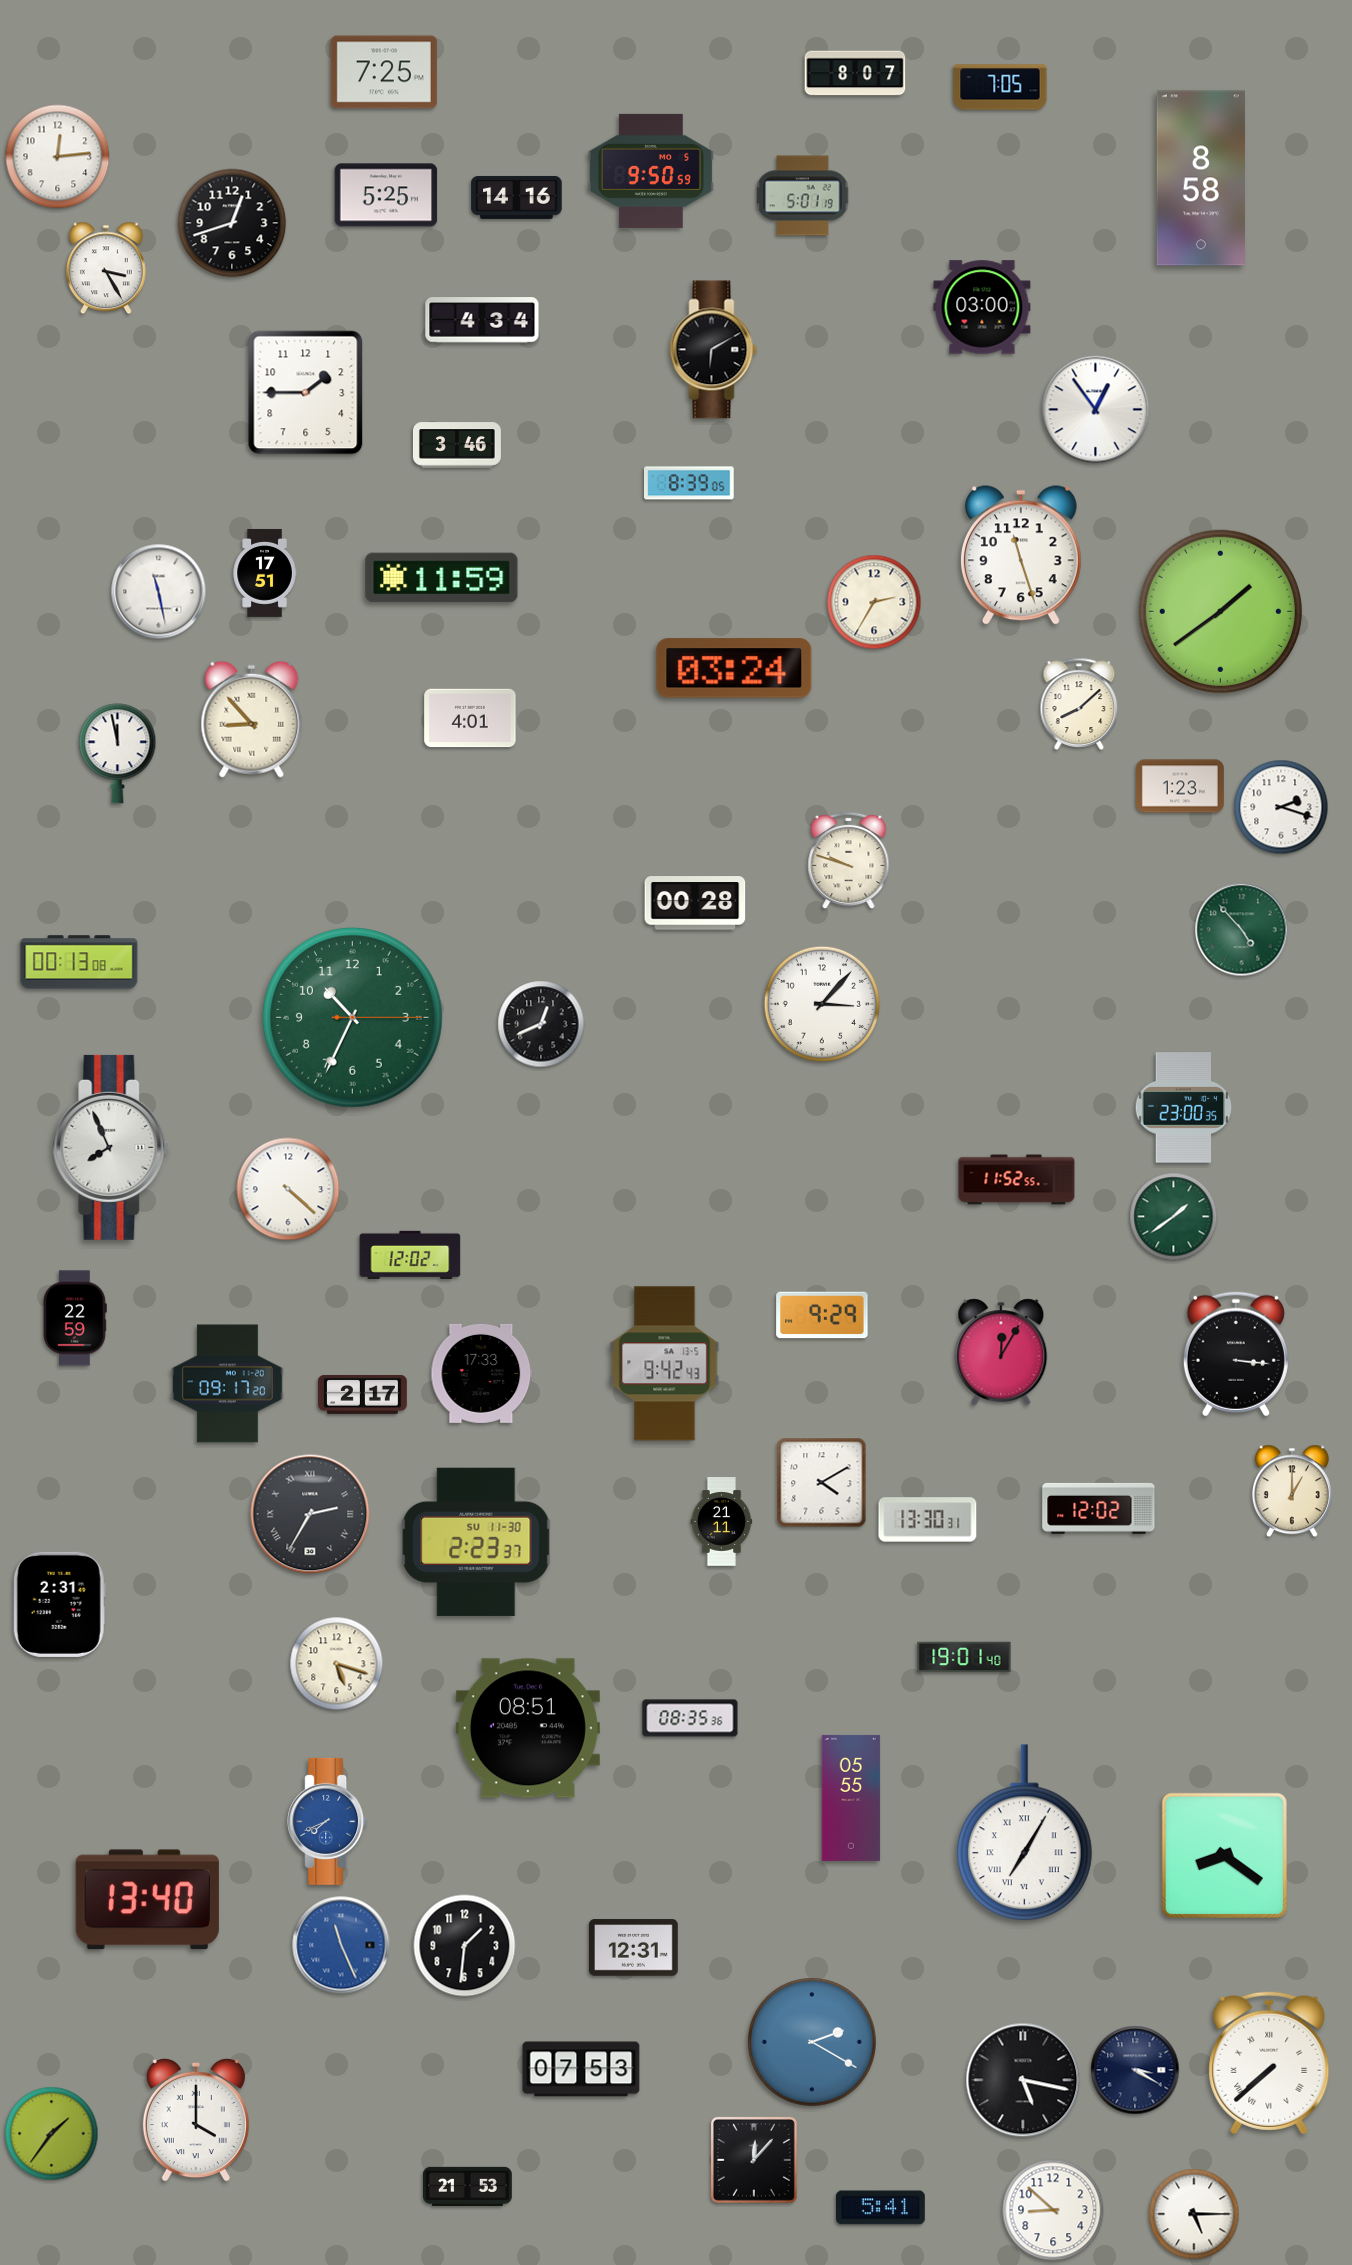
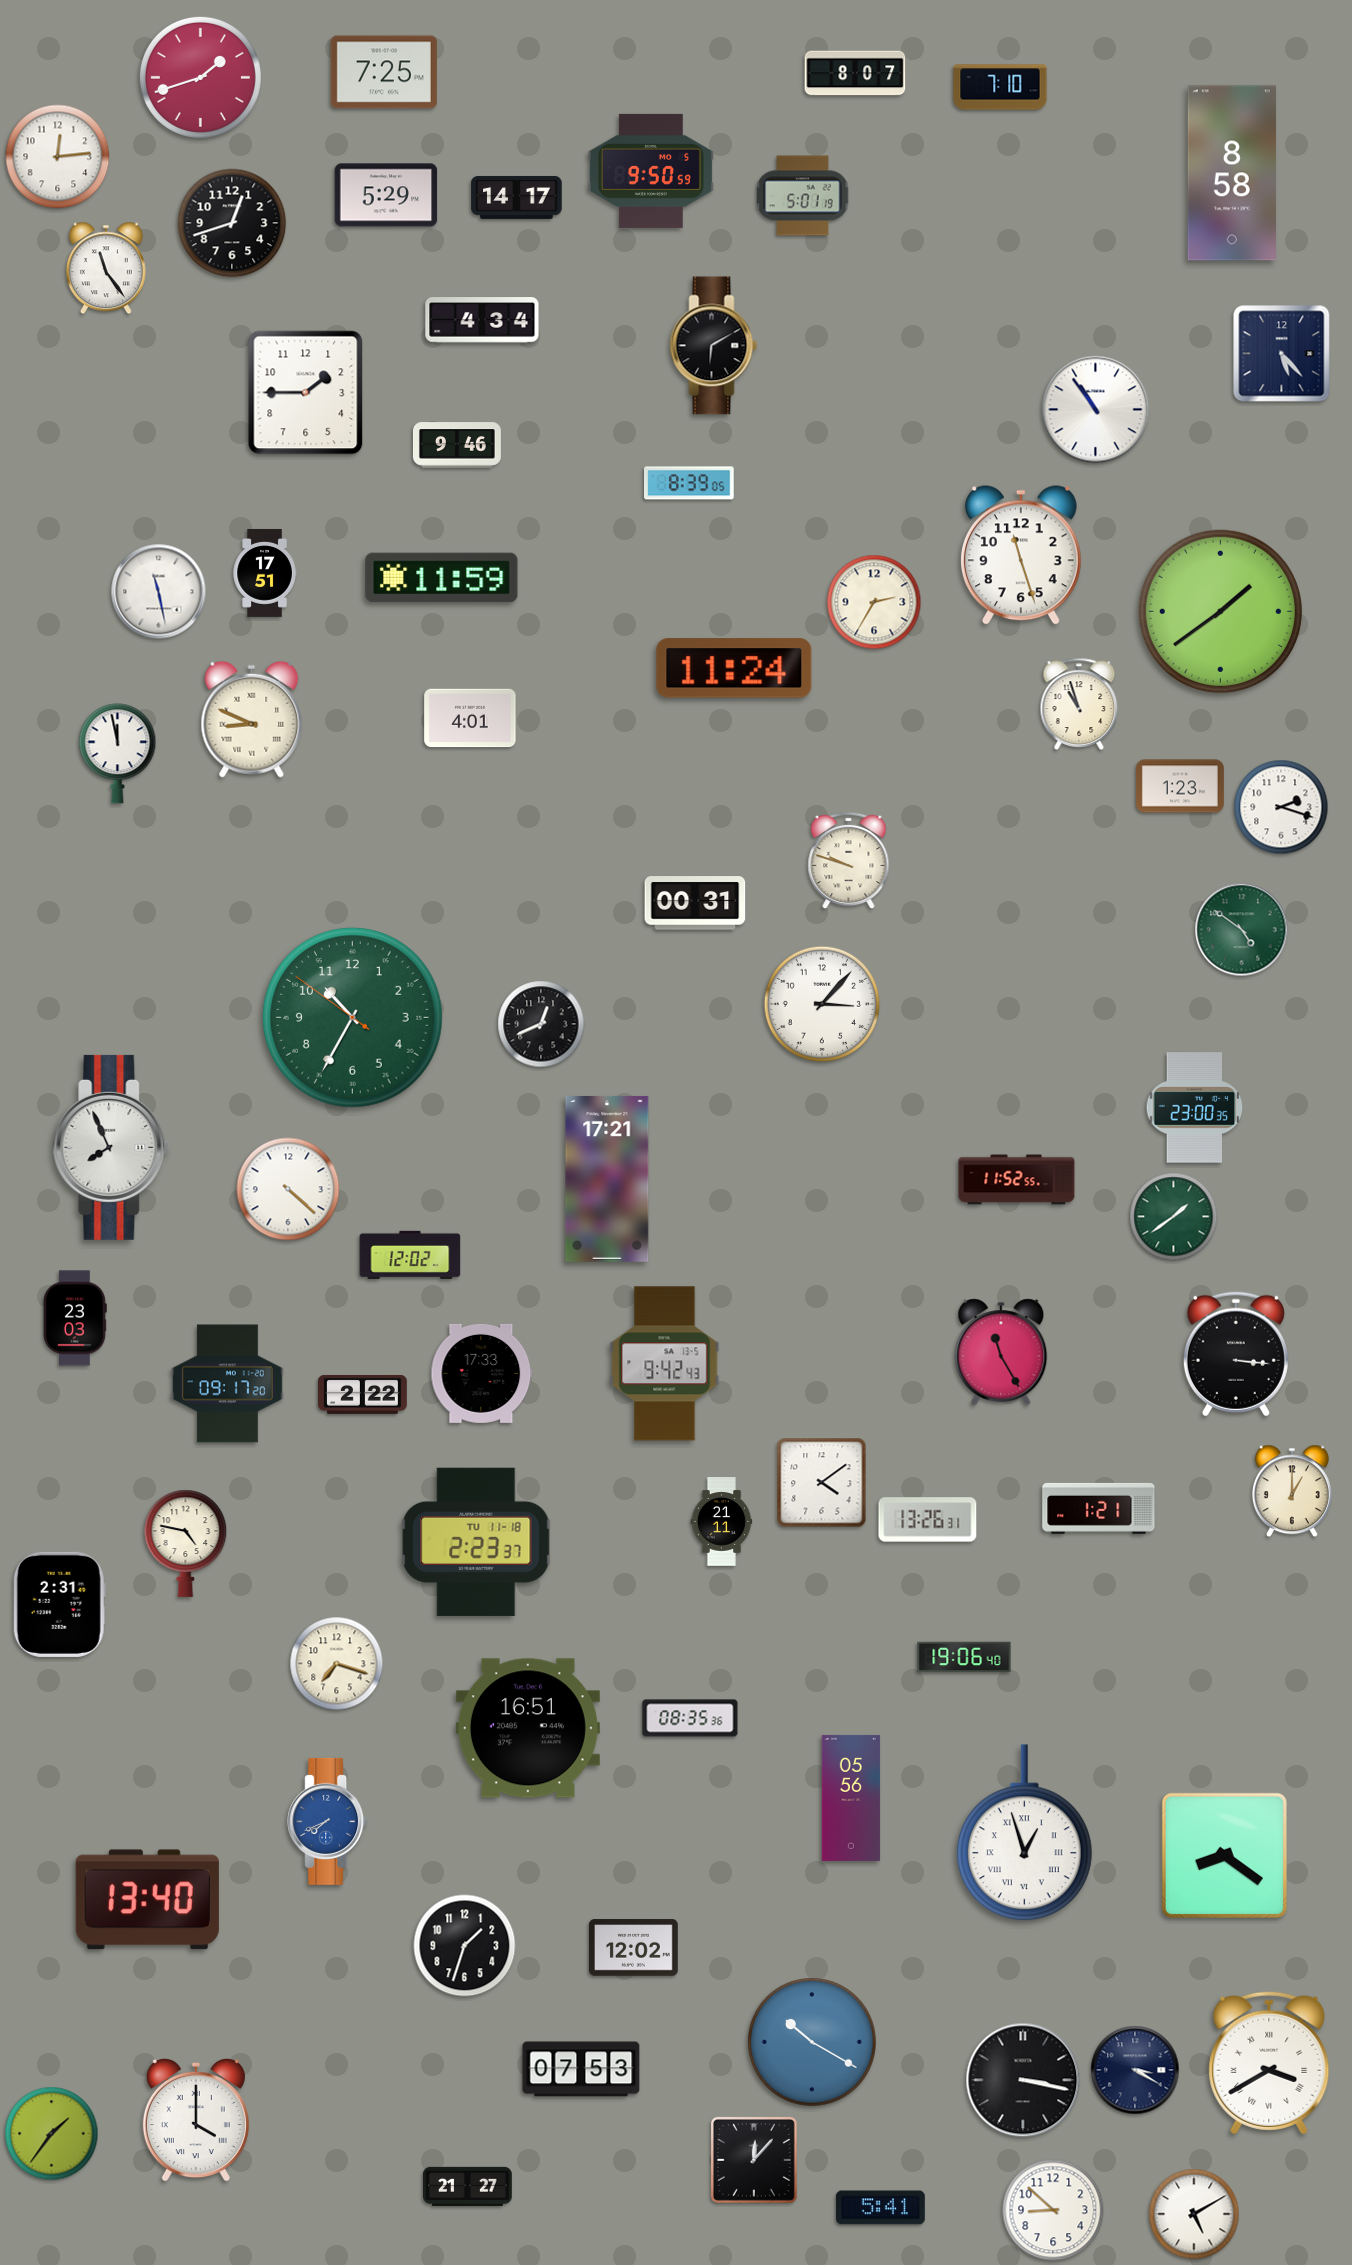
clock at (200, 77): none -> 1:42
clock at (1000, 87): 7:05 -> 7:10
clock at (1201, 178) position: (1201, 178) -> (1232, 173)
clock at (386, 195): 5:25 -> 5:29
clock at (517, 197): 14:16 -> 14:17
clock at (106, 268): 3:25 -> 11:24
clock at (982, 307): 03:00 -> none
clock at (714, 350) position: (714, 350) -> (714, 346)
clock at (1282, 354): none -> 5:23
clock at (1096, 410): 12:54 -> 10:54
clock at (457, 445): 3:46 -> 9:46
clock at (734, 668): 03:24 -> 11:24
clock at (1079, 704): 8:08 -> 10:57
clock at (252, 719): 8:53 -> 8:49
clock at (695, 903): 00:28 -> 00:31
clock at (1242, 930): 4:53 -> 4:51
clock at (79, 962): 00:13 -> none
clock at (353, 1018): 10:34:15 -> 10:34:51
clock at (1184, 1108) position: (1184, 1108) -> (1195, 1108)
clock at (607, 1179): none -> 17:21
clock at (822, 1315): 9:29 -> none
clock at (76, 1318): 22:59 -> 23:03
clock at (1001, 1352): 12:05 -> 11:25
clock at (363, 1394): 2:17 -> 2:22
clock at (822, 1483): 4:10 -> 4:09
clock at (1099, 1508): 12:02 -> 1:21
clock at (310, 1514): 2:35 -> none
clock at (928, 1520): 13:30 -> 13:26
clock at (476, 1542) date: SU 11-30 -> TU 11-18
clock at (186, 1543): none -> 4:47
clock at (964, 1657): 19:01 -> 19:06
clock at (337, 1664): 5:18 -> 7:18
clock at (528, 1728): 08:51 -> 16:51
clock at (851, 1798): 05:55 -> 05:56
clock at (1024, 1833): 7:05 -> 12:57
clock at (341, 1945): 11:26 -> none
clock at (465, 1946): 1:31 -> 1:33
clock at (634, 1948): 12:31 -> 12:02
clock at (813, 2043): 2:20 -> 10:20
clock at (1269, 2063): 7:38 -> 3:40
clock at (1023, 2080): 5:17 -> 3:17
clock at (468, 2186): 21:53 -> 21:27
clock at (1194, 2214): 5:15 -> 5:10
